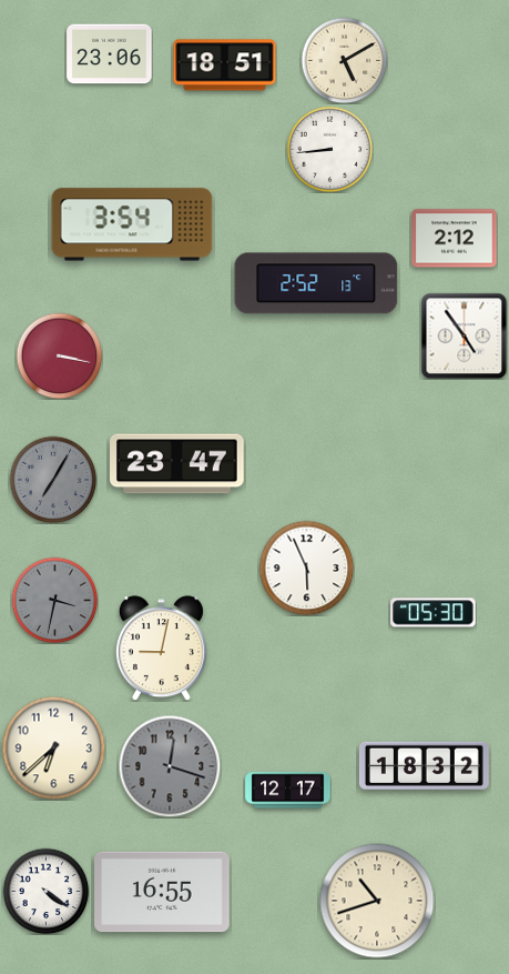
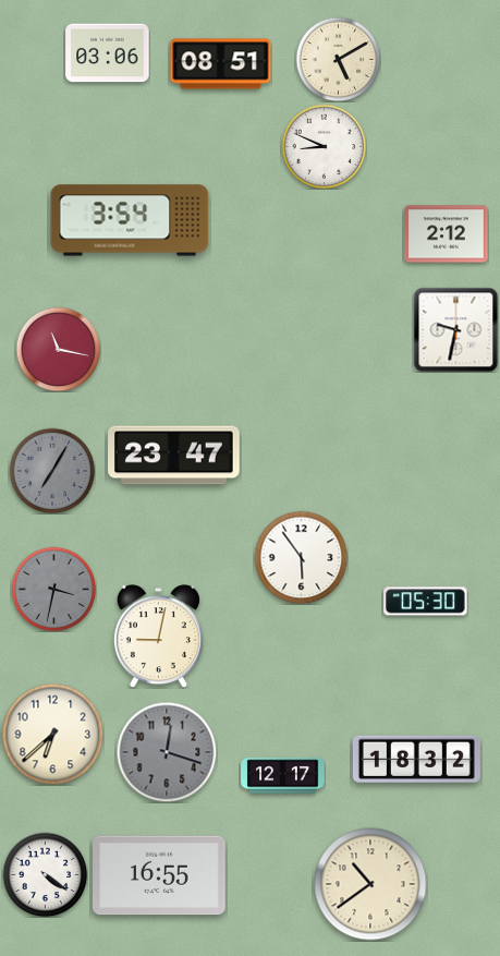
clock at (110, 54): 23:06 -> 03:06
clock at (225, 66): 18:51 -> 08:51
clock at (329, 149): 8:44 -> 8:49
clock at (316, 283): 2:52 -> none
clock at (464, 335): 4:54 -> 9:32
clock at (59, 355): 3:17 -> 11:17
clock at (306, 568): 5:56 -> 5:54
clock at (424, 765) position: (424, 765) -> (416, 759)
clock at (377, 901): 10:42 -> 10:39
